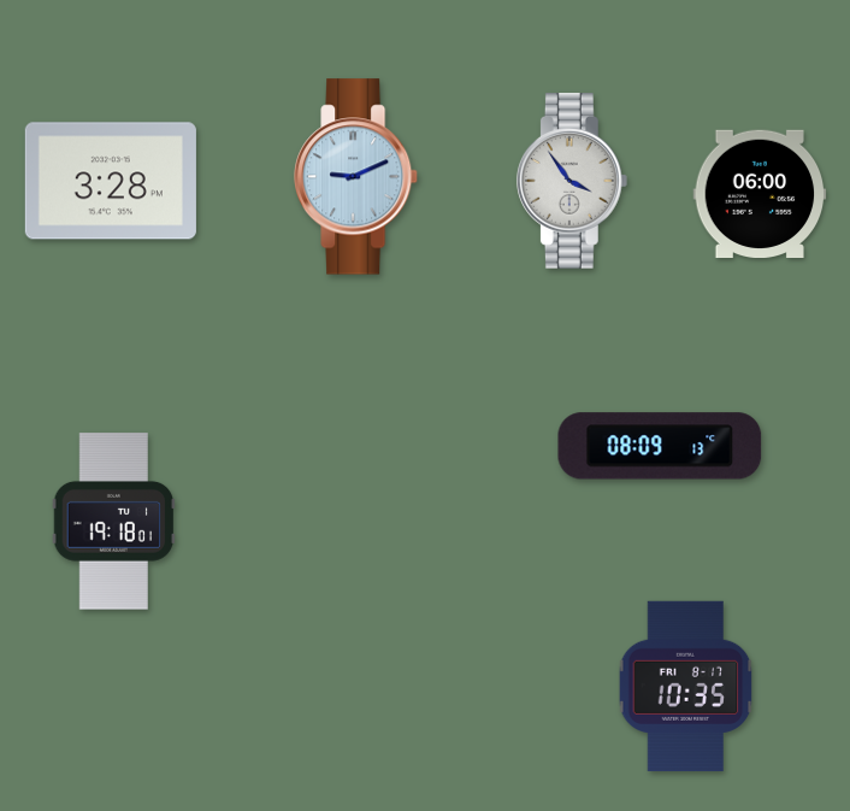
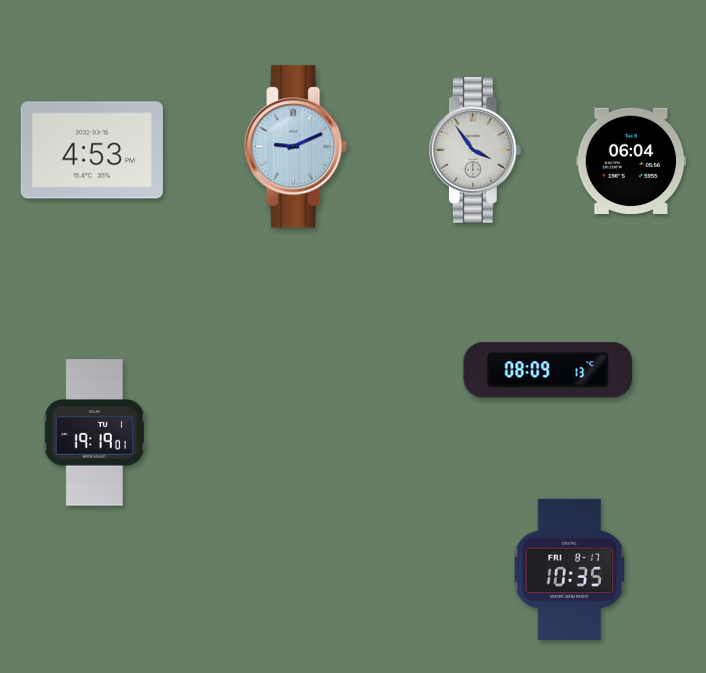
clock at (111, 181): 3:28 -> 4:53
clock at (760, 193): 06:00 -> 06:04
clock at (114, 522): 19:18 -> 19:19
